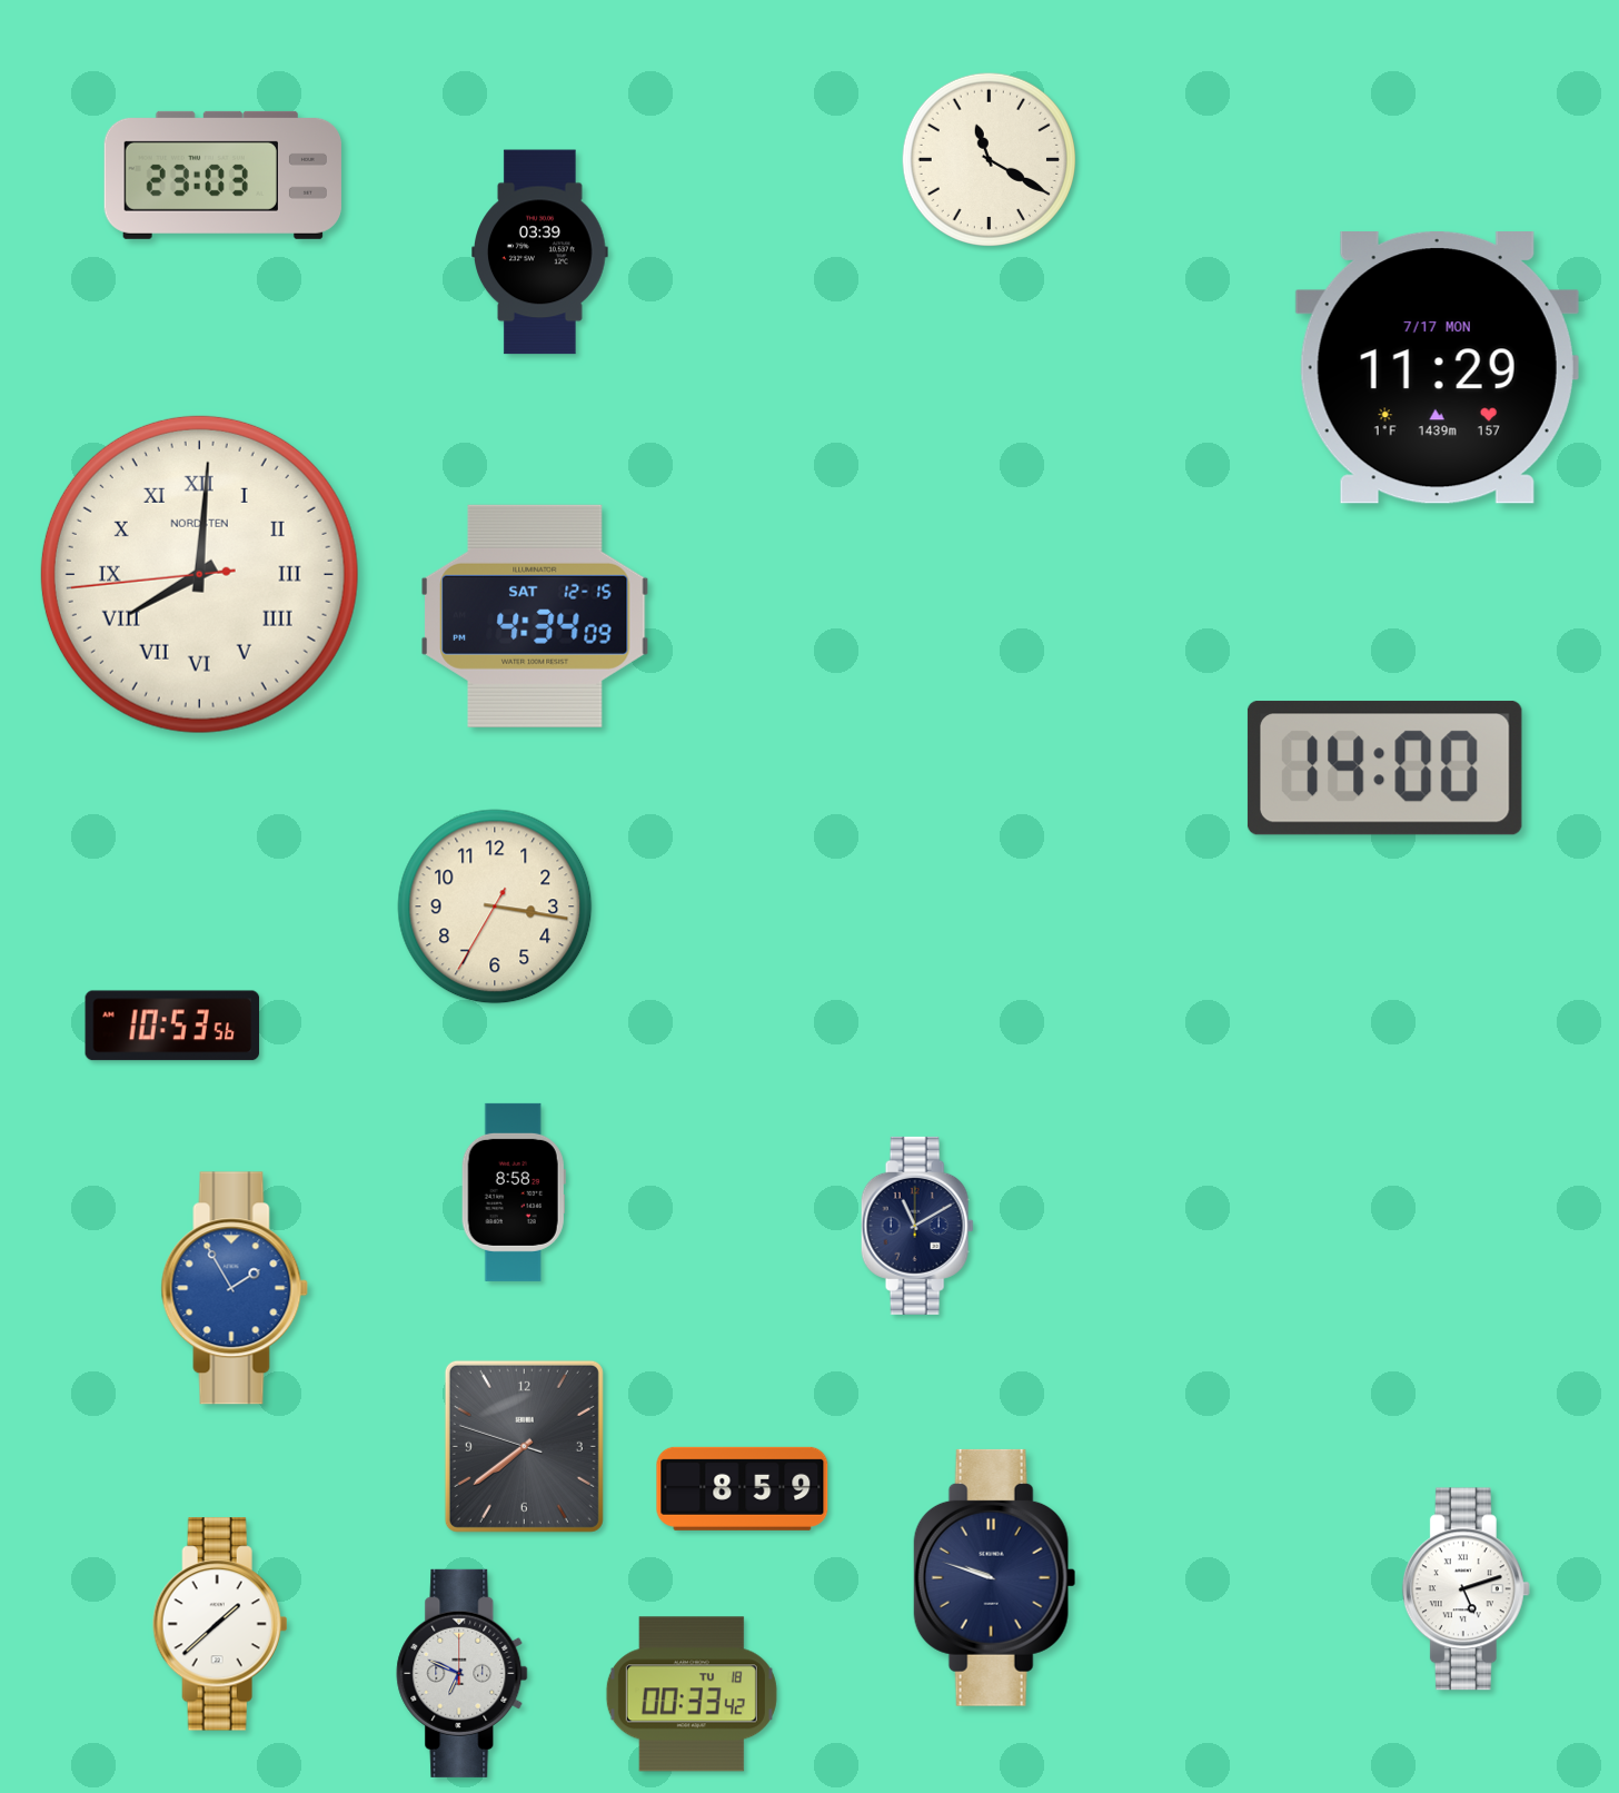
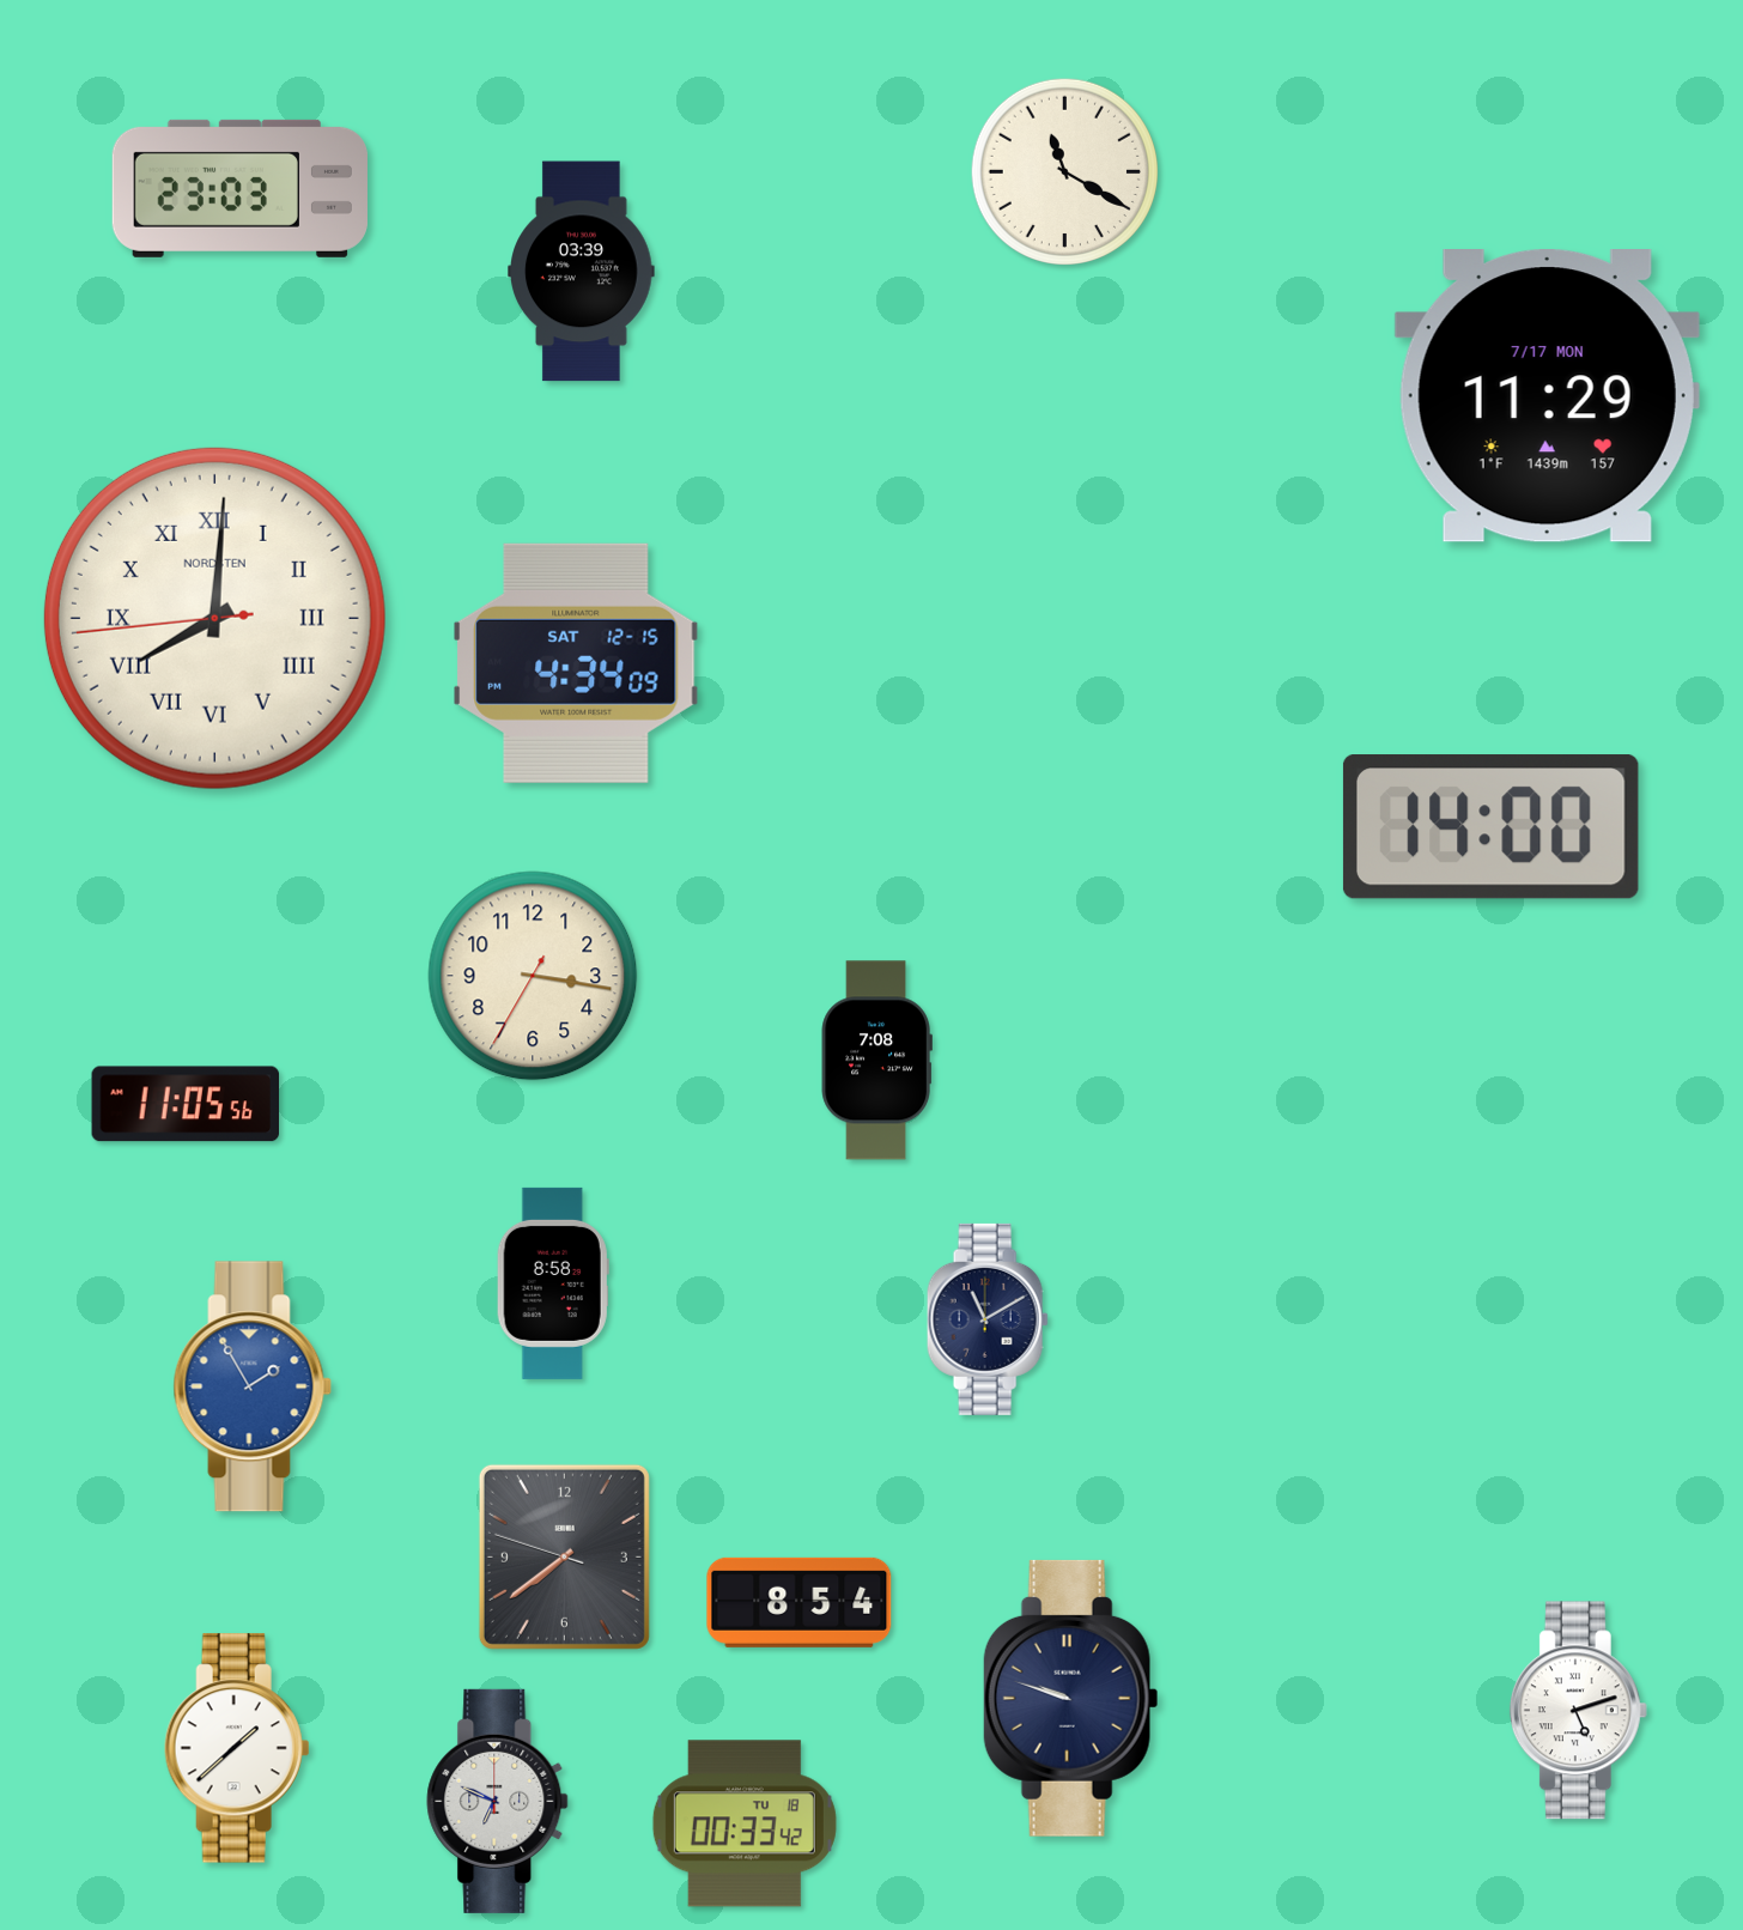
clock at (876, 1061): none -> 7:08
clock at (172, 1026): 10:53 -> 11:05
clock at (743, 1488): 8:59 -> 8:54
